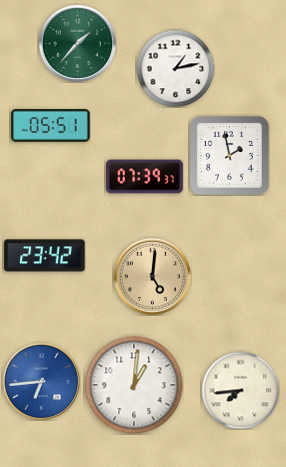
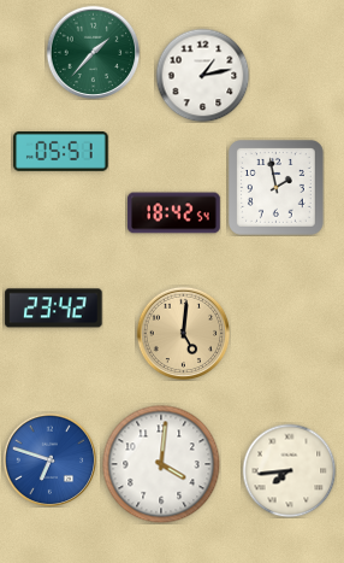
clock at (175, 68) position: (175, 68) -> (202, 75)
clock at (145, 177): 07:39 -> 18:42
clock at (41, 381): 6:44 -> 6:48
clock at (134, 385): 1:01 -> 4:01
